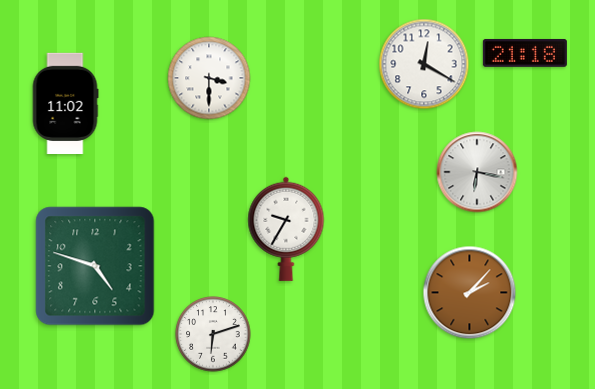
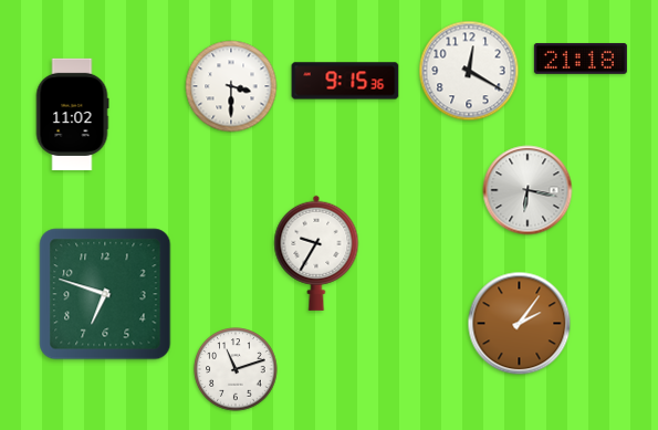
clock at (345, 81): none -> 9:15
clock at (95, 266): 4:48 -> 6:48
clock at (470, 293): 2:07 -> 2:06
clock at (213, 334): 6:12 -> 11:12
